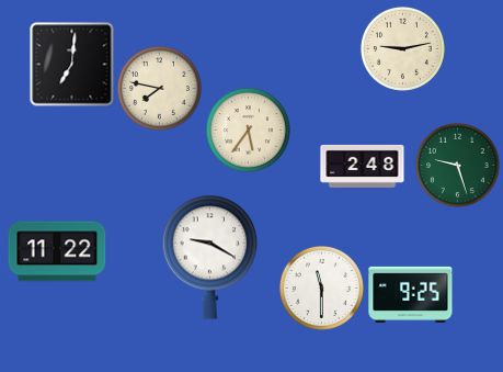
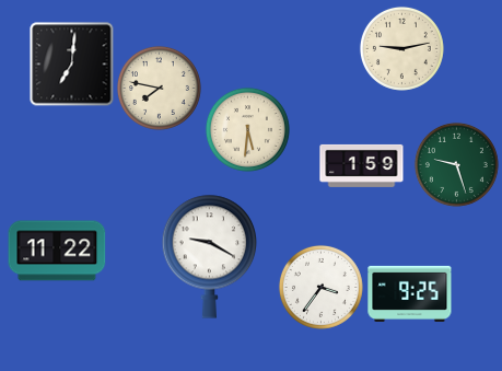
clock at (248, 129): 5:36 -> 5:31
clock at (363, 166): 2:48 -> 1:59
clock at (321, 288): 11:30 -> 3:36
